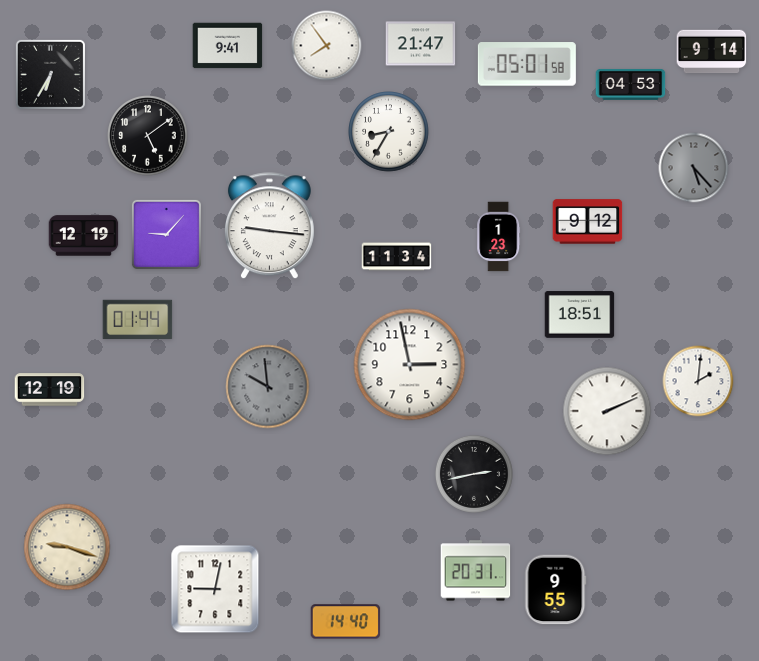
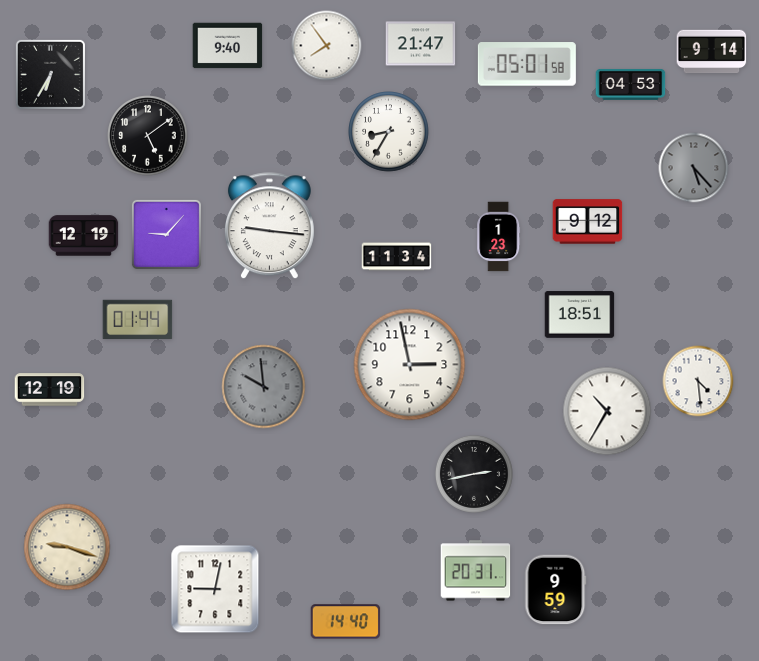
clock at (228, 46): 9:41 -> 9:40
clock at (698, 381): 2:01 -> 4:29
clock at (268, 387) position: (268, 387) -> (264, 387)
clock at (607, 411): 2:11 -> 10:35
clock at (556, 590): 9:55 -> 9:59
